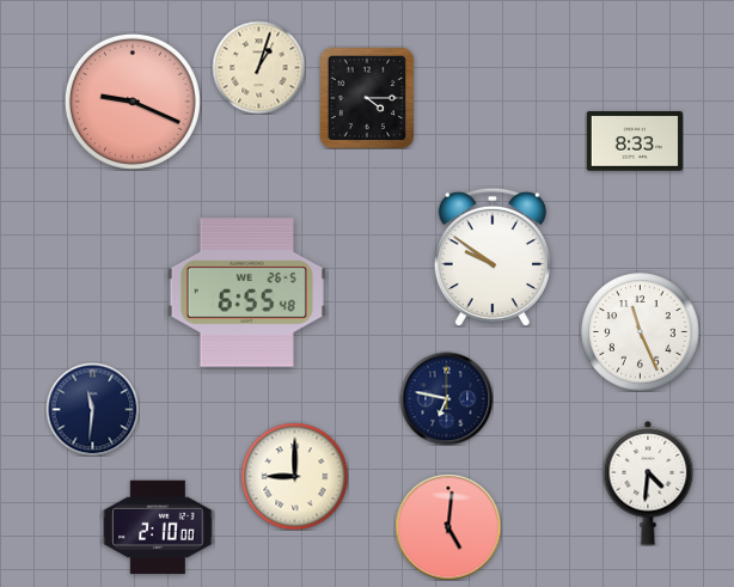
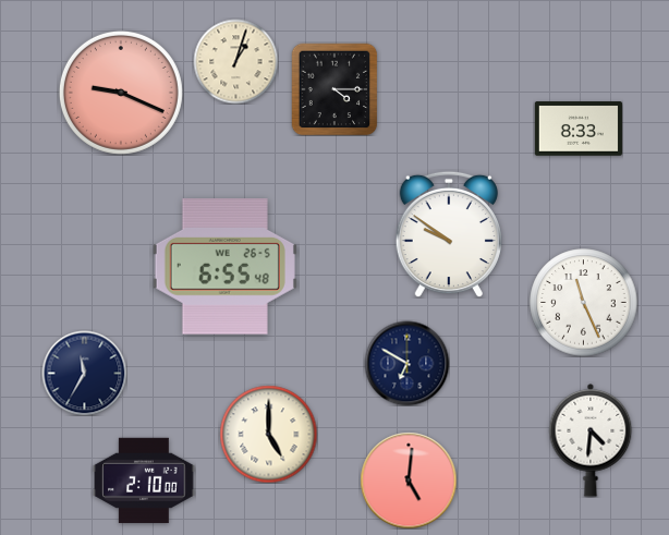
clock at (446, 398): 6:47 -> 6:50
clock at (92, 409): 11:31 -> 11:35
clock at (294, 476): 9:00 -> 5:00
